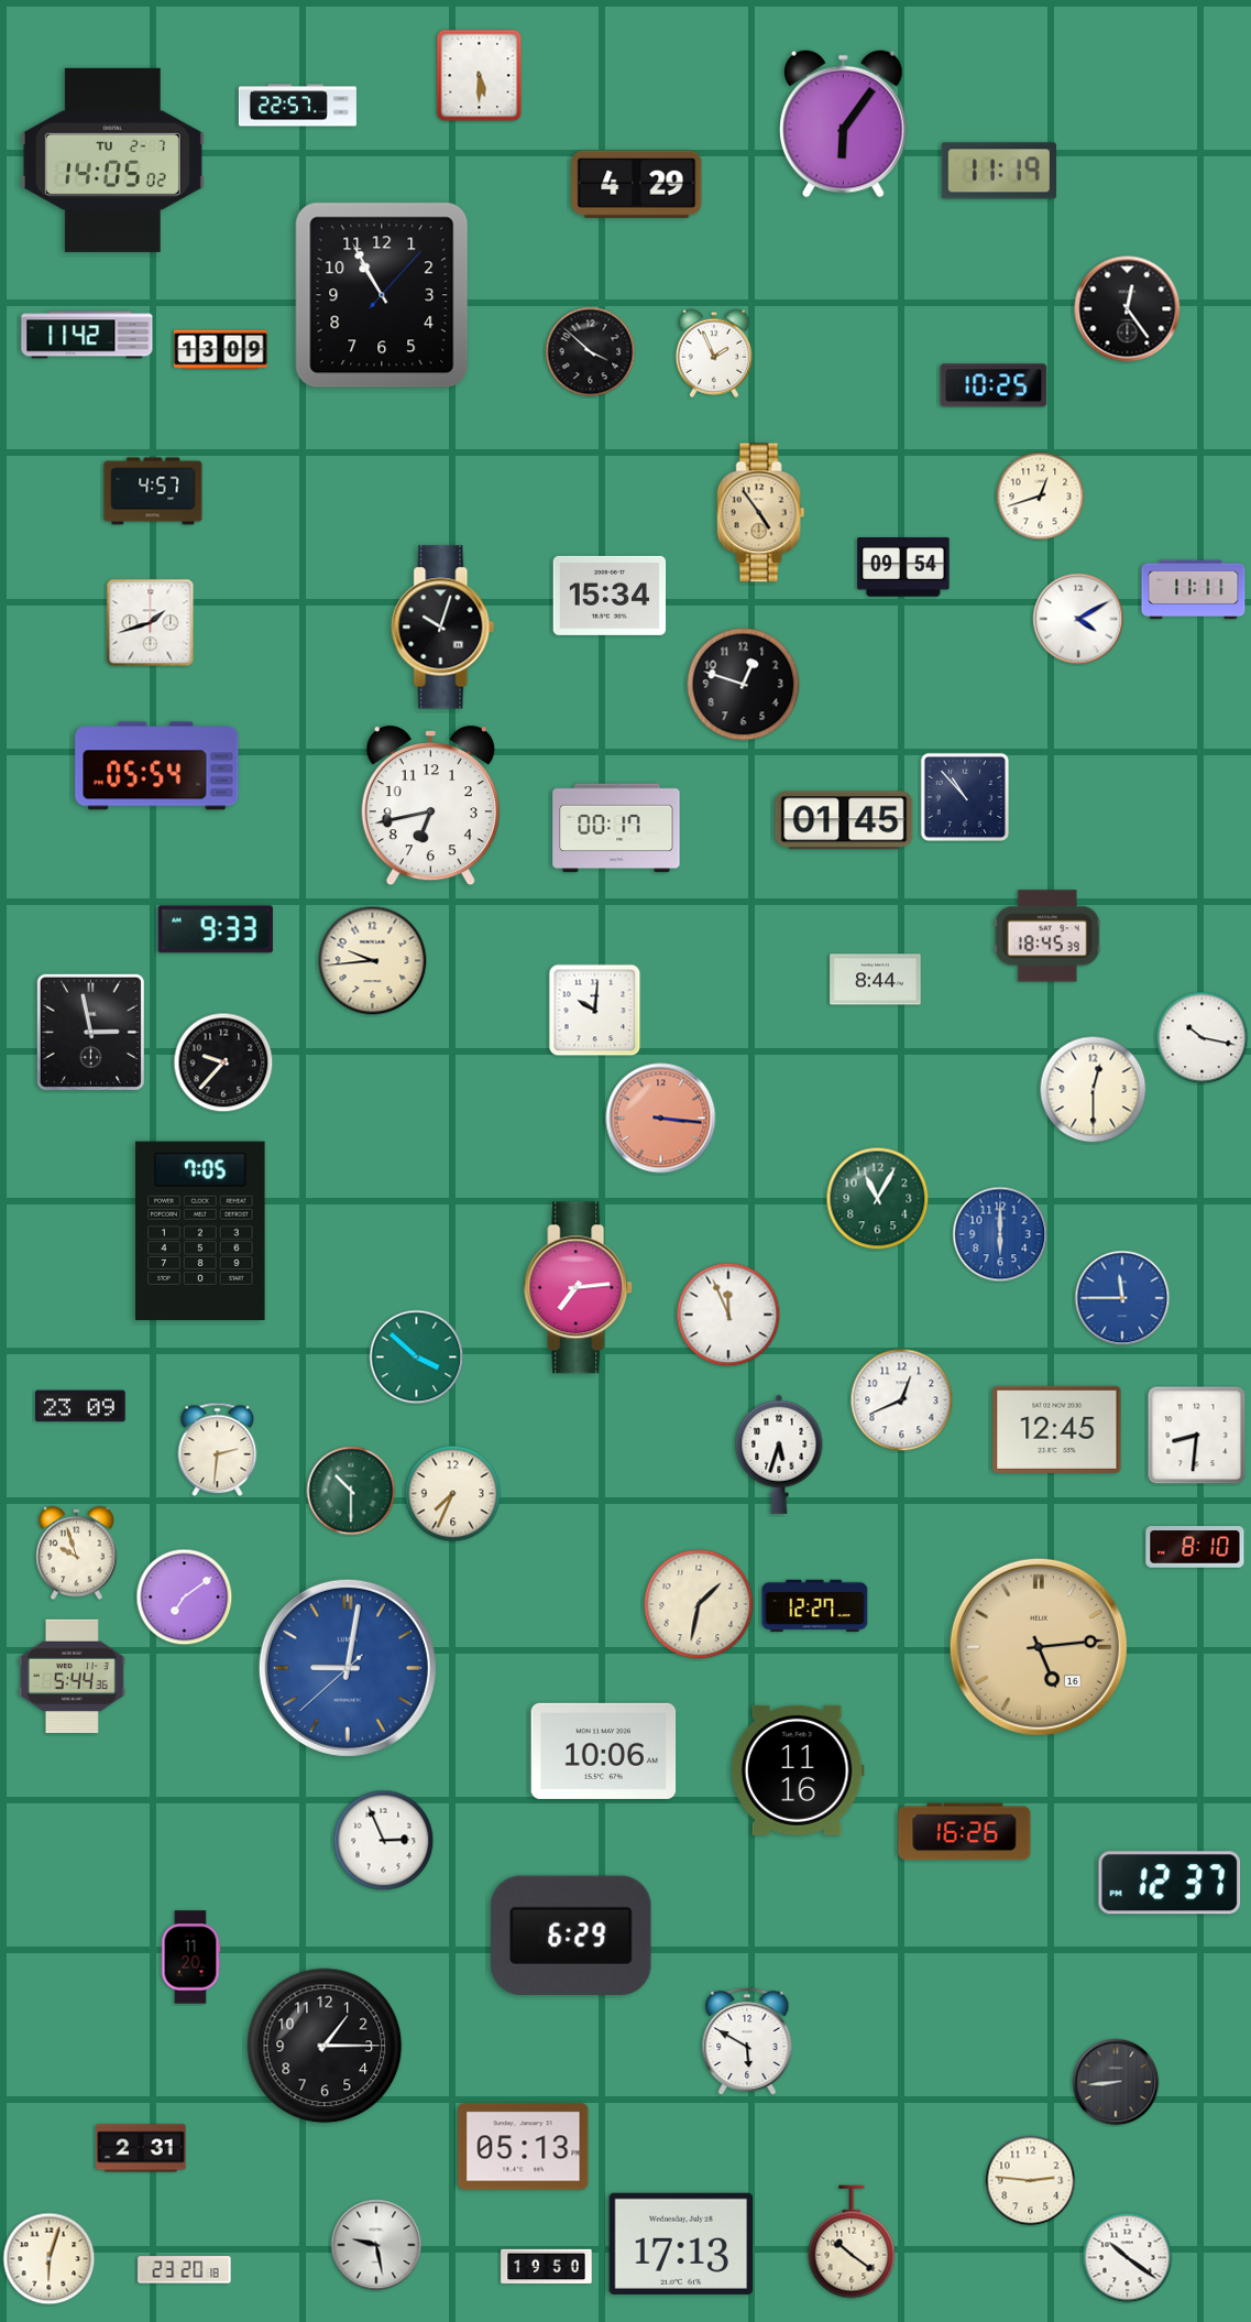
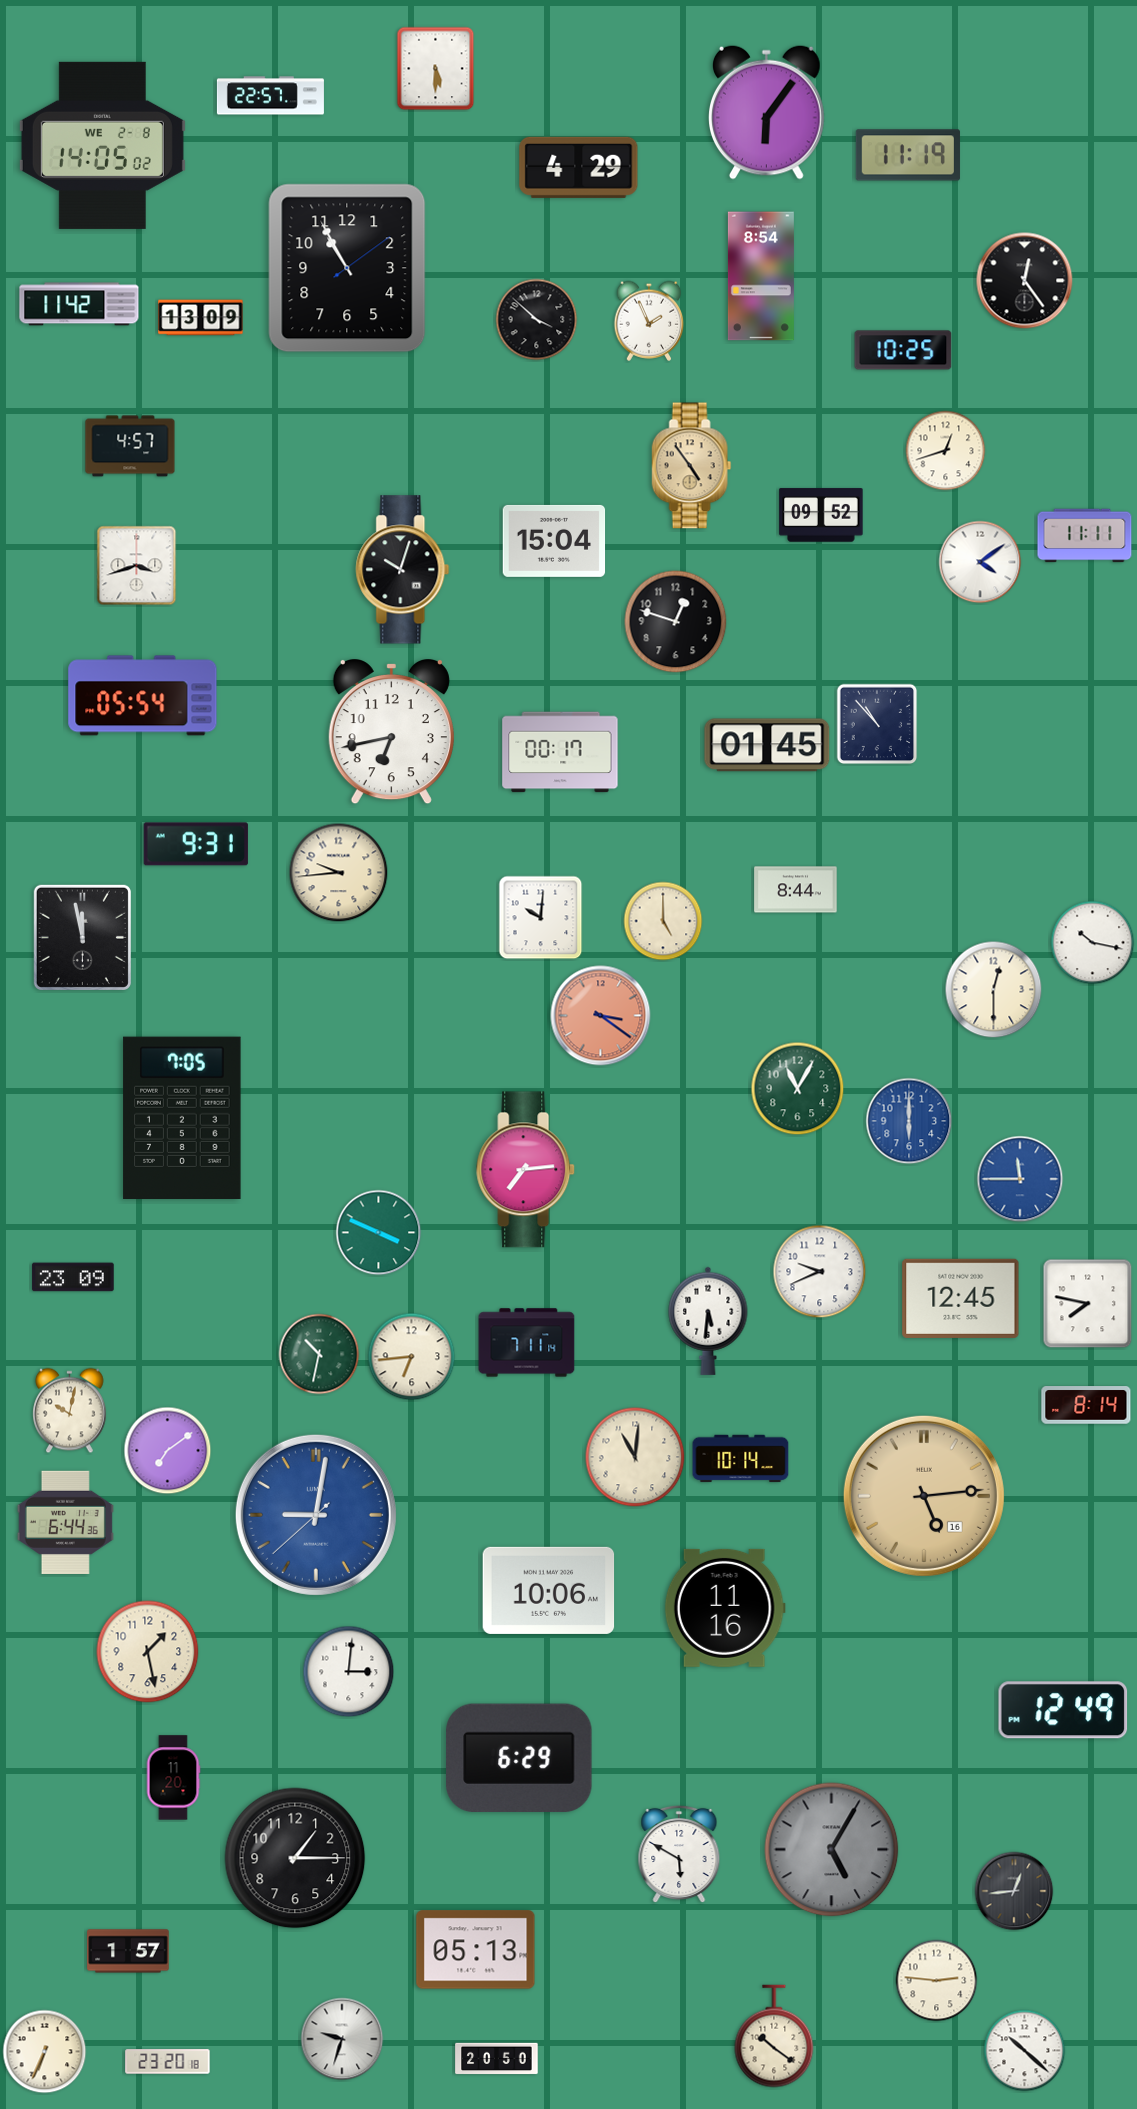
clock at (112, 160) date: TU 2-7 -> WE 2-8
clock at (382, 295): 10:55:07 -> 10:55:09
clock at (761, 276): none -> 8:54
clock at (153, 491) position: (153, 491) -> (130, 446)
clock at (903, 567): 09:54 -> 09:52
clock at (610, 596): 15:34 -> 15:04
clock at (1078, 619): 4:10 -> 4:09
clock at (151, 623): 1:42 -> 3:42
clock at (216, 929): 9:33 -> 9:31
clock at (1047, 936): 18:45 -> none
clock at (663, 921): none -> 5:00
clock at (90, 1032): 2:58 -> 11:58
clock at (223, 1062): 9:37 -> none
clock at (661, 1119): 3:16 -> 3:21
clock at (728, 1315): 11:56 -> none
clock at (417, 1358): 3:52 -> 3:49
clock at (902, 1400): 12:41 -> 9:41
clock at (1197, 1436): 8:31 -> 7:47
clock at (218, 1450): 2:31 -> none
clock at (779, 1454): 5:33 -> 5:31
clock at (527, 1343): none -> 7:11
clock at (351, 1491): 10:30 -> 10:32
clock at (453, 1494): 7:34 -> 6:44
clock at (1195, 1547): 8:10 -> 8:14
clock at (77, 1554): 9:57 -> 10:02
clock at (699, 1604): 1:32 -> 11:01
clock at (815, 1606): 12:27 -> 10:14
clock at (1039, 1647) position: (1039, 1647) -> (924, 1496)
clock at (72, 1676): 5:44 -> 6:44
clock at (148, 1652): none -> 1:28
clock at (965, 1832): 16:26 -> none
clock at (384, 1841): 2:56 -> 3:01
clock at (1170, 1883): 12:37 -> 12:49
clock at (832, 1850): none -> 5:05
clock at (1116, 2082): 8:44 -> 12:44
clock at (141, 2148): 2:31 -> 1:57
clock at (681, 2244): 17:13 -> none
clock at (376, 2245): 9:28 -> 9:33
clock at (1128, 2258): 10:21 -> 10:22
clock at (50, 2259): 6:03 -> 6:34
clock at (547, 2267): 19:50 -> 20:50
